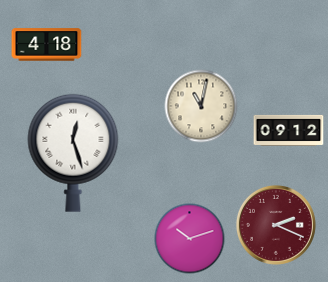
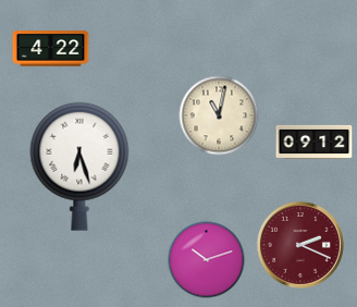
clock at (47, 45): 4:18 -> 4:22
clock at (73, 153): 12:27 -> 6:27
